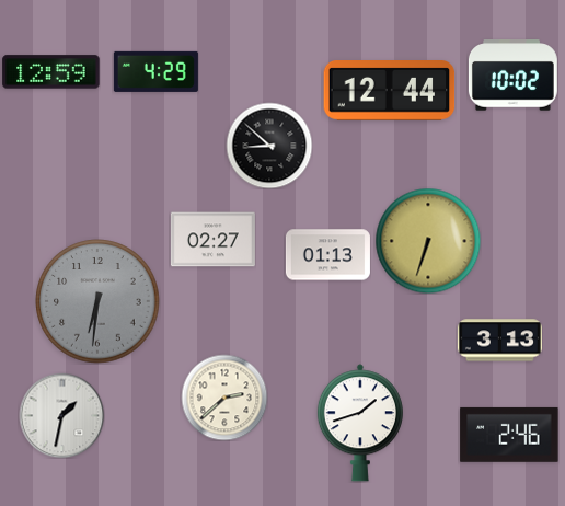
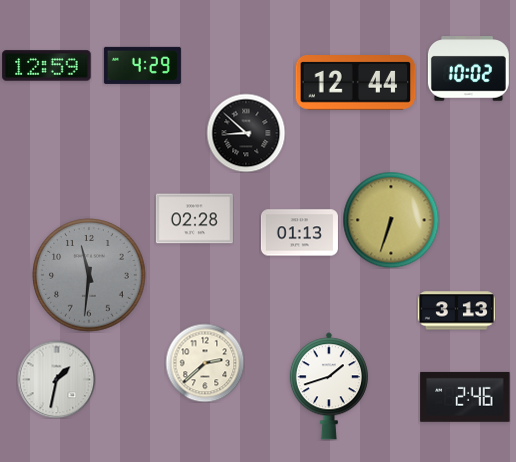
clock at (212, 240): 02:27 -> 02:28
clock at (97, 301): 6:31 -> 11:31
